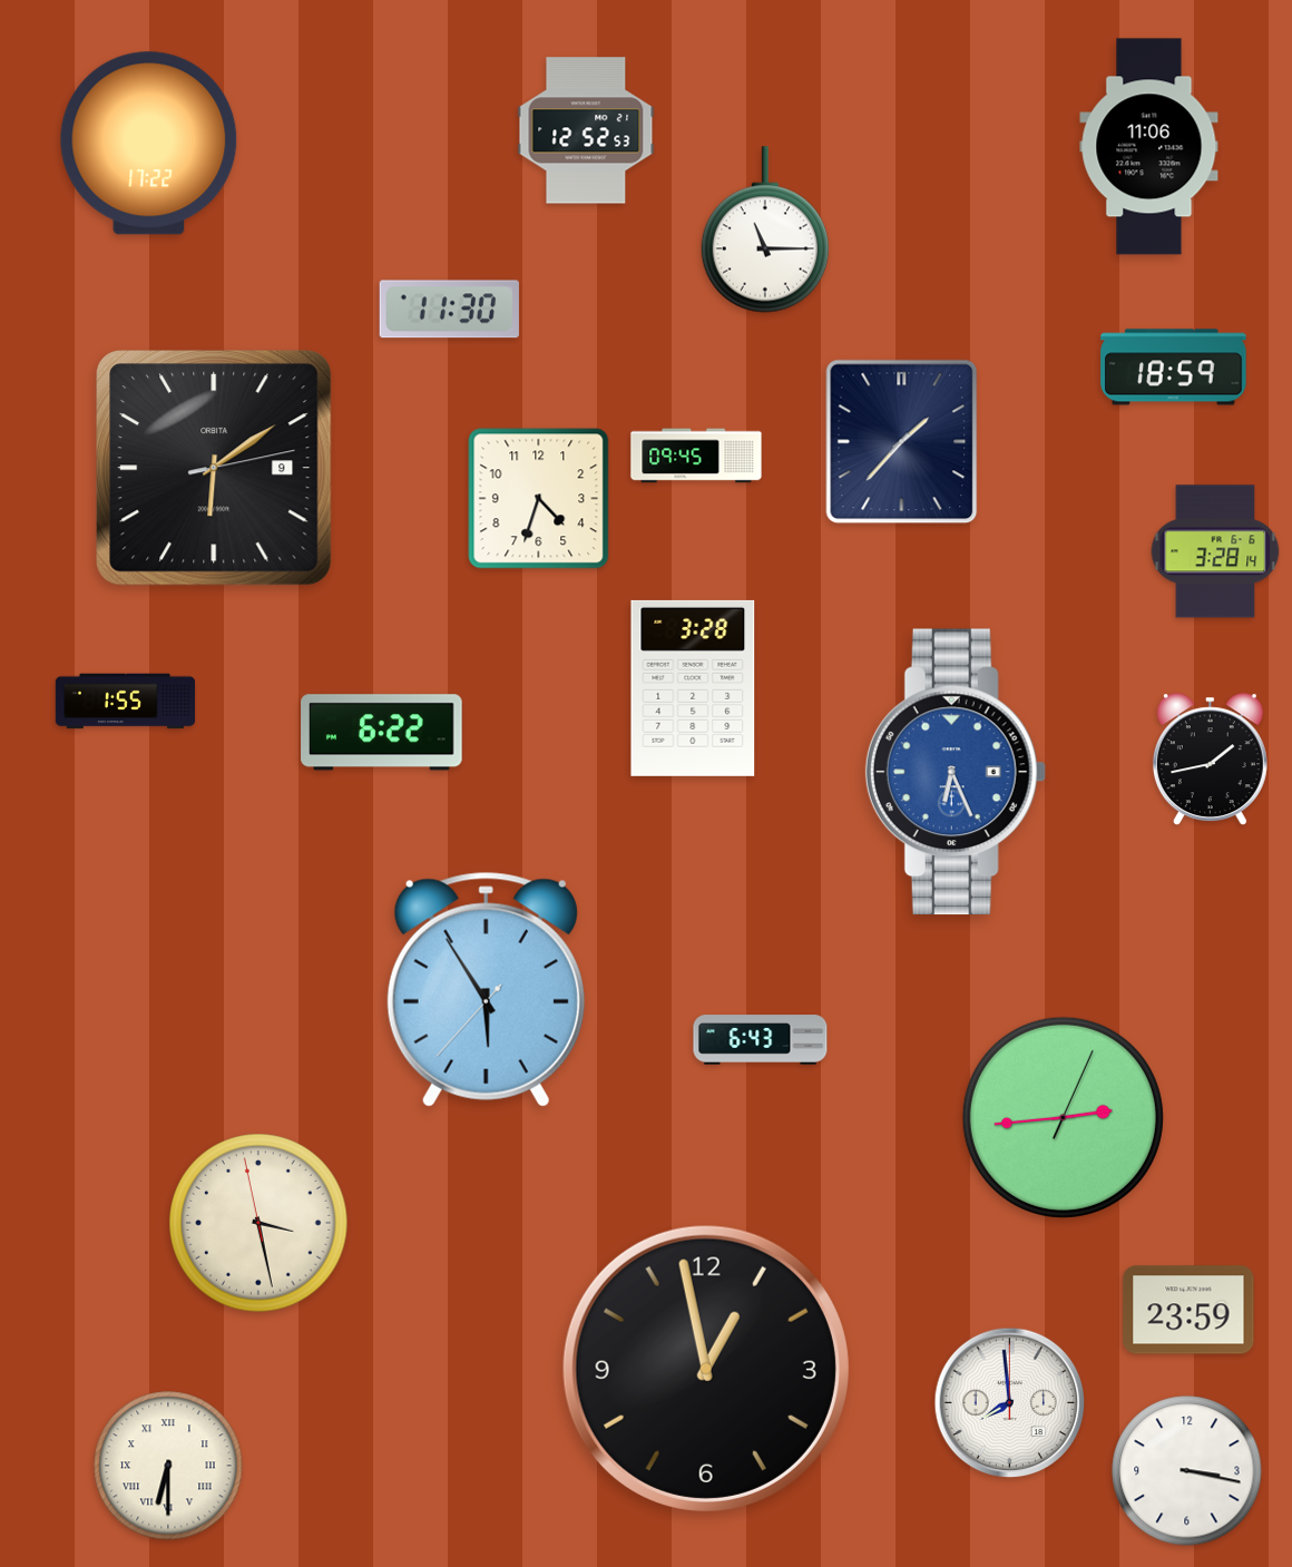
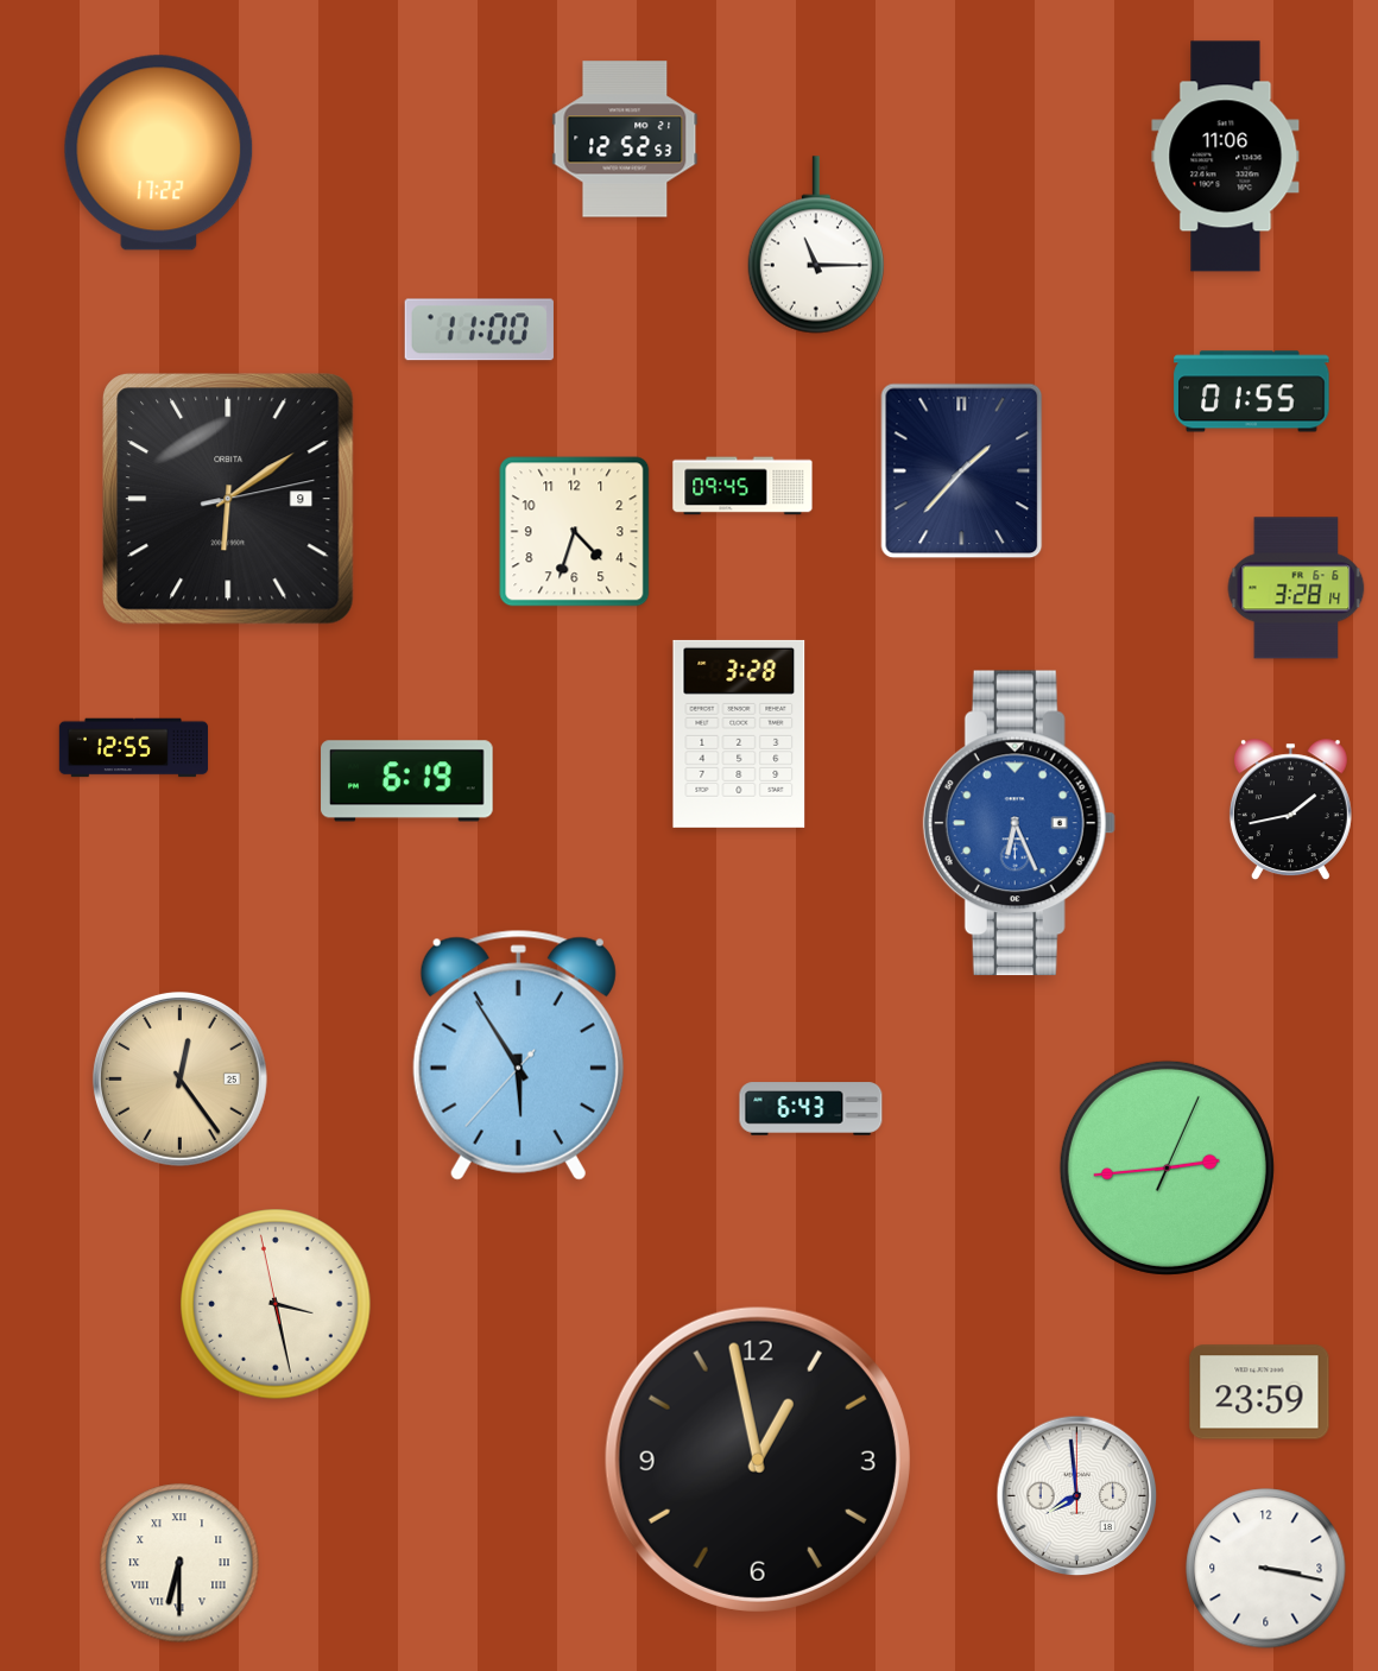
clock at (449, 310): 11:30 -> 11:00
clock at (1174, 368): 18:59 -> 01:55
clock at (126, 702): 1:55 -> 12:55
clock at (382, 733): 6:22 -> 6:19
clock at (179, 1078): none -> 12:24
clock at (1063, 1117) position: (1063, 1117) -> (1167, 1167)
clock at (1188, 1310) position: (1188, 1310) -> (1259, 1392)
clock at (706, 1369) position: (706, 1369) -> (758, 1460)
